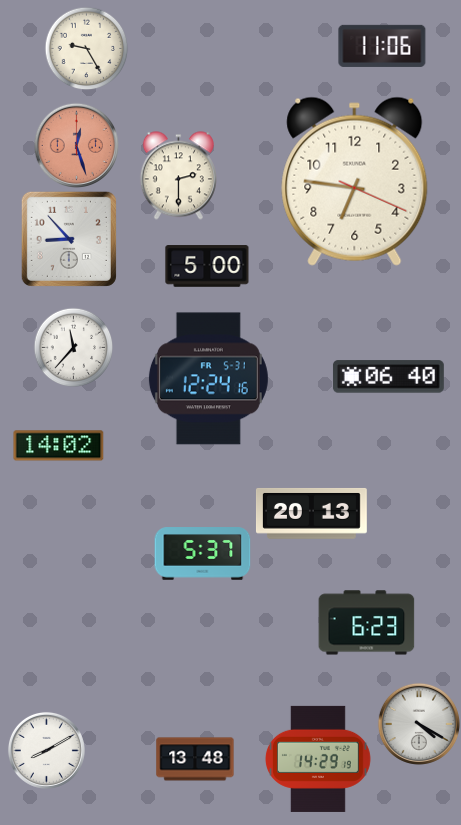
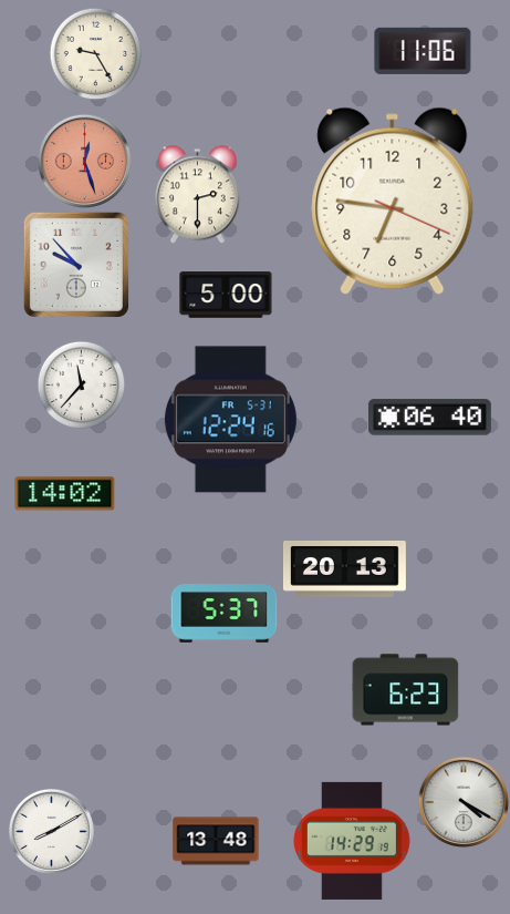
clock at (69, 239): 8:53 -> 9:53
clock at (207, 266) position: (207, 266) -> (226, 295)
